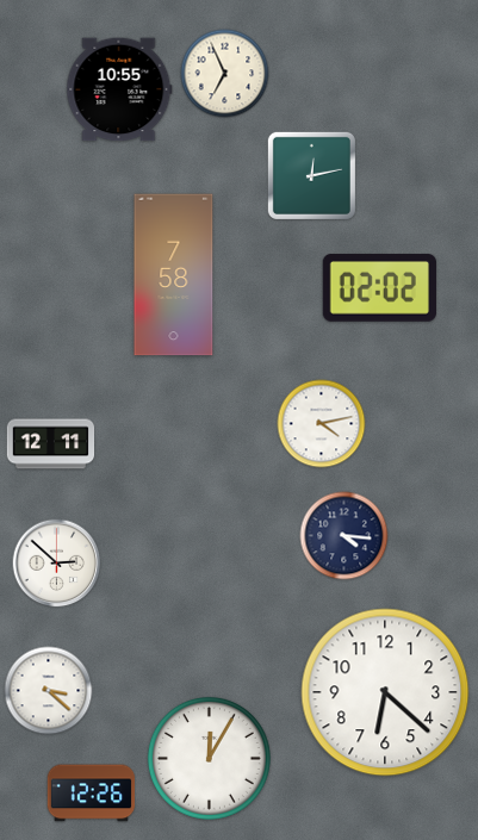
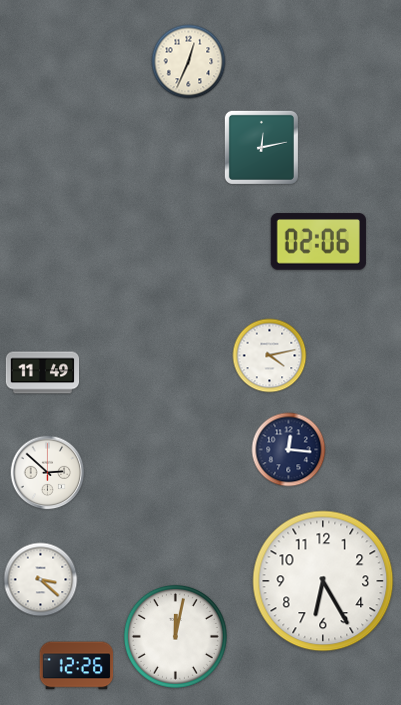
clock at (225, 74): 6:56 -> 12:34
clock at (119, 89): 10:55 -> none
clock at (174, 275): 7:58 -> none
clock at (379, 288): 02:02 -> 02:06
clock at (51, 444): 12:11 -> 11:49
clock at (344, 536): 4:16 -> 12:16
clock at (385, 692): 6:22 -> 6:25
clock at (209, 758): 12:05 -> 12:02
